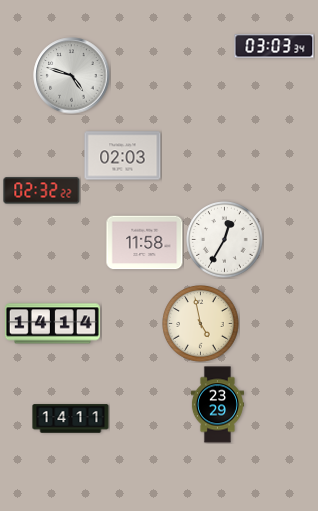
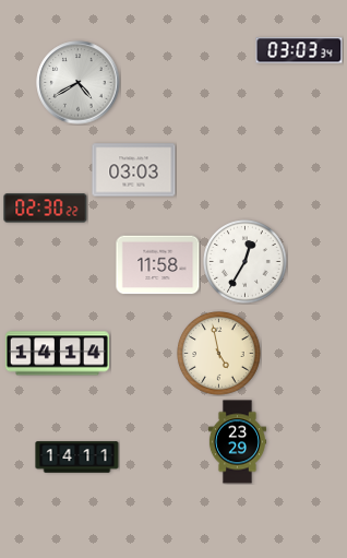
clock at (72, 76): 4:48 -> 4:40
clock at (123, 156): 02:03 -> 03:03
clock at (42, 191): 02:32 -> 02:30
